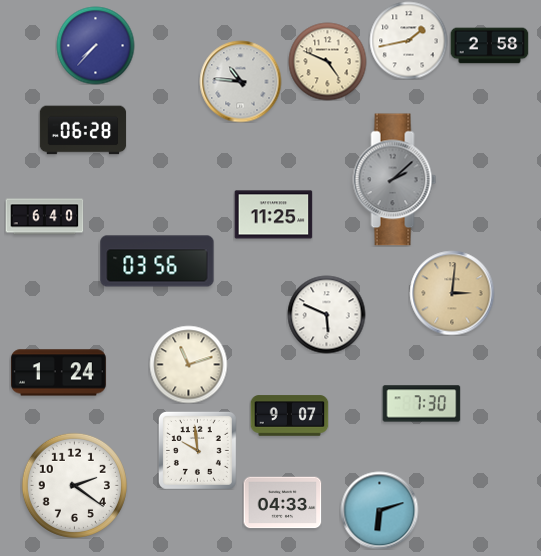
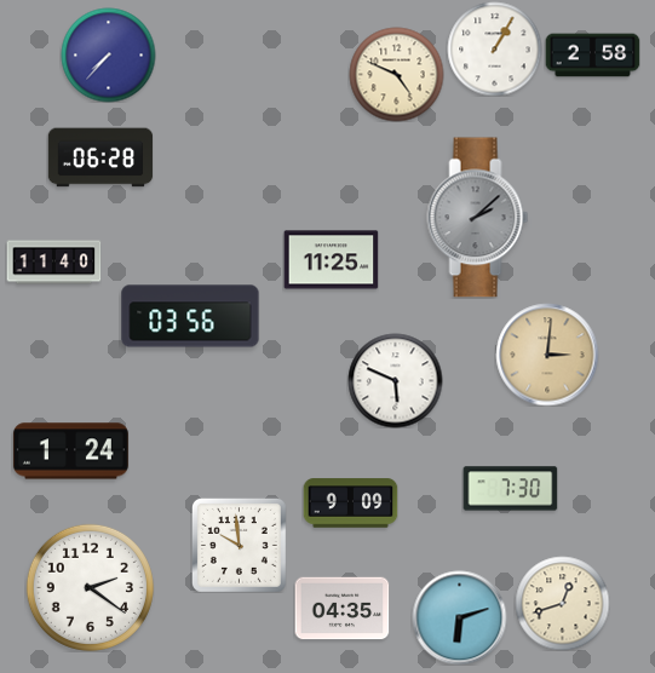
clock at (408, 40): 1:43 -> 1:05
clock at (95, 45) position: (95, 45) -> (108, 54)
clock at (240, 81): 10:46 -> none
clock at (44, 217): 6:40 -> 11:40
clock at (188, 364): 11:12 -> none
clock at (289, 416): 9:07 -> 9:09
clock at (562, 603): none -> 12:42
clock at (282, 503): 04:33 -> 04:35
